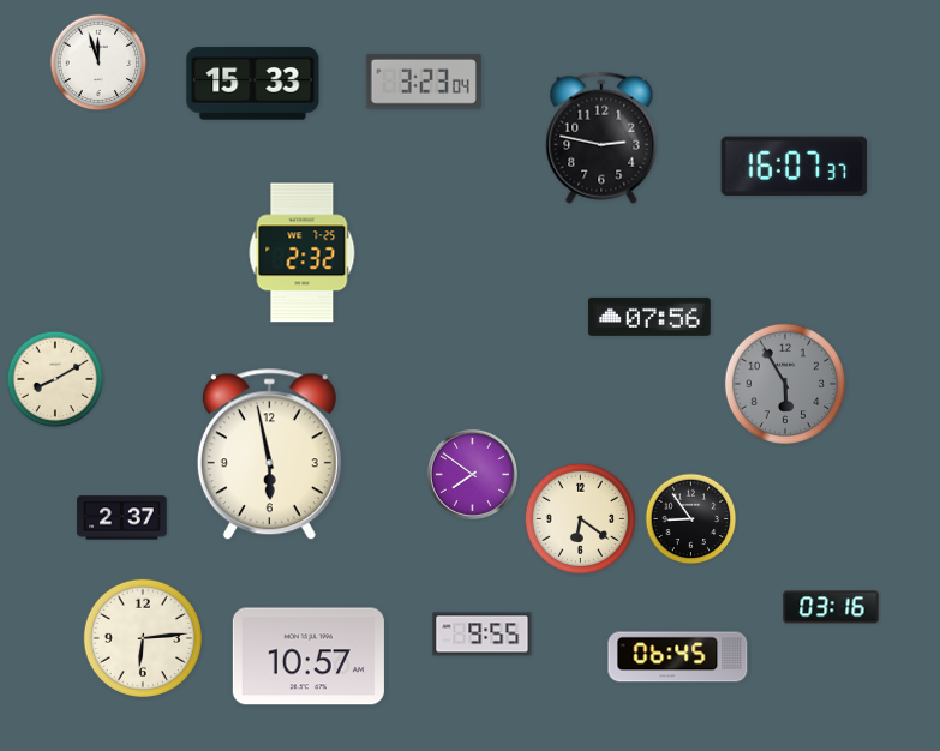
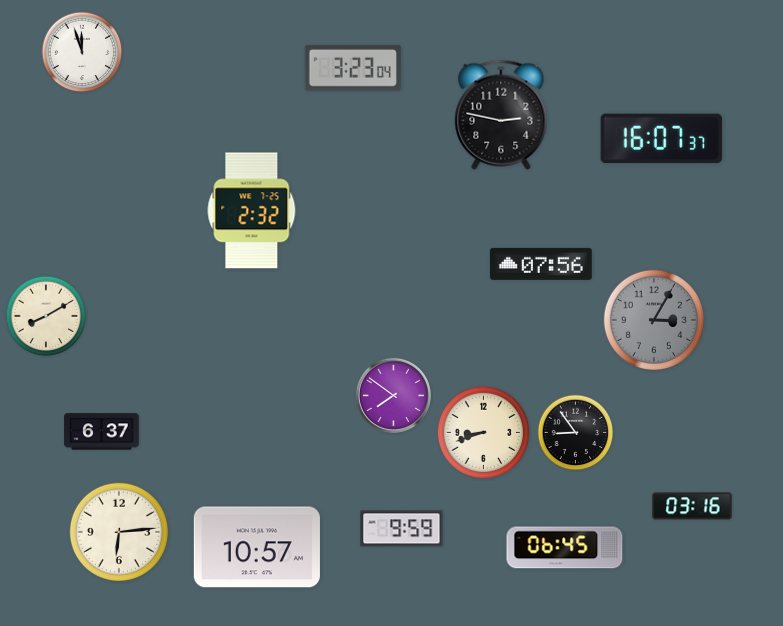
clock at (253, 84): 15:33 -> none
clock at (785, 384): 5:55 -> 3:05
clock at (269, 455): 5:58 -> none
clock at (122, 518): 2:37 -> 6:37
clock at (580, 518): 6:21 -> 8:42
clock at (483, 635): 9:55 -> 9:59
